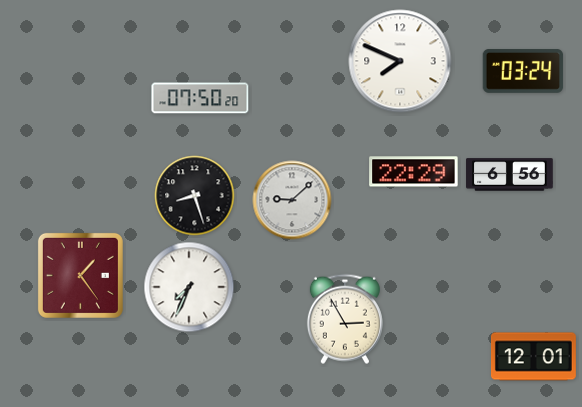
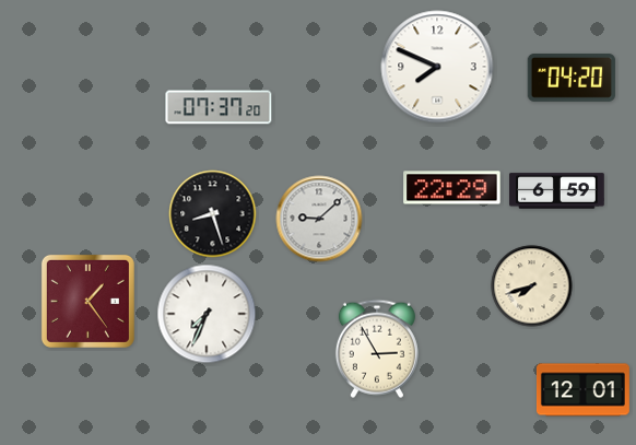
clock at (523, 72): 03:24 -> 04:20
clock at (200, 98): 07:50 -> 07:37
clock at (510, 175): 6:56 -> 6:59
clock at (532, 286): none -> 7:42
